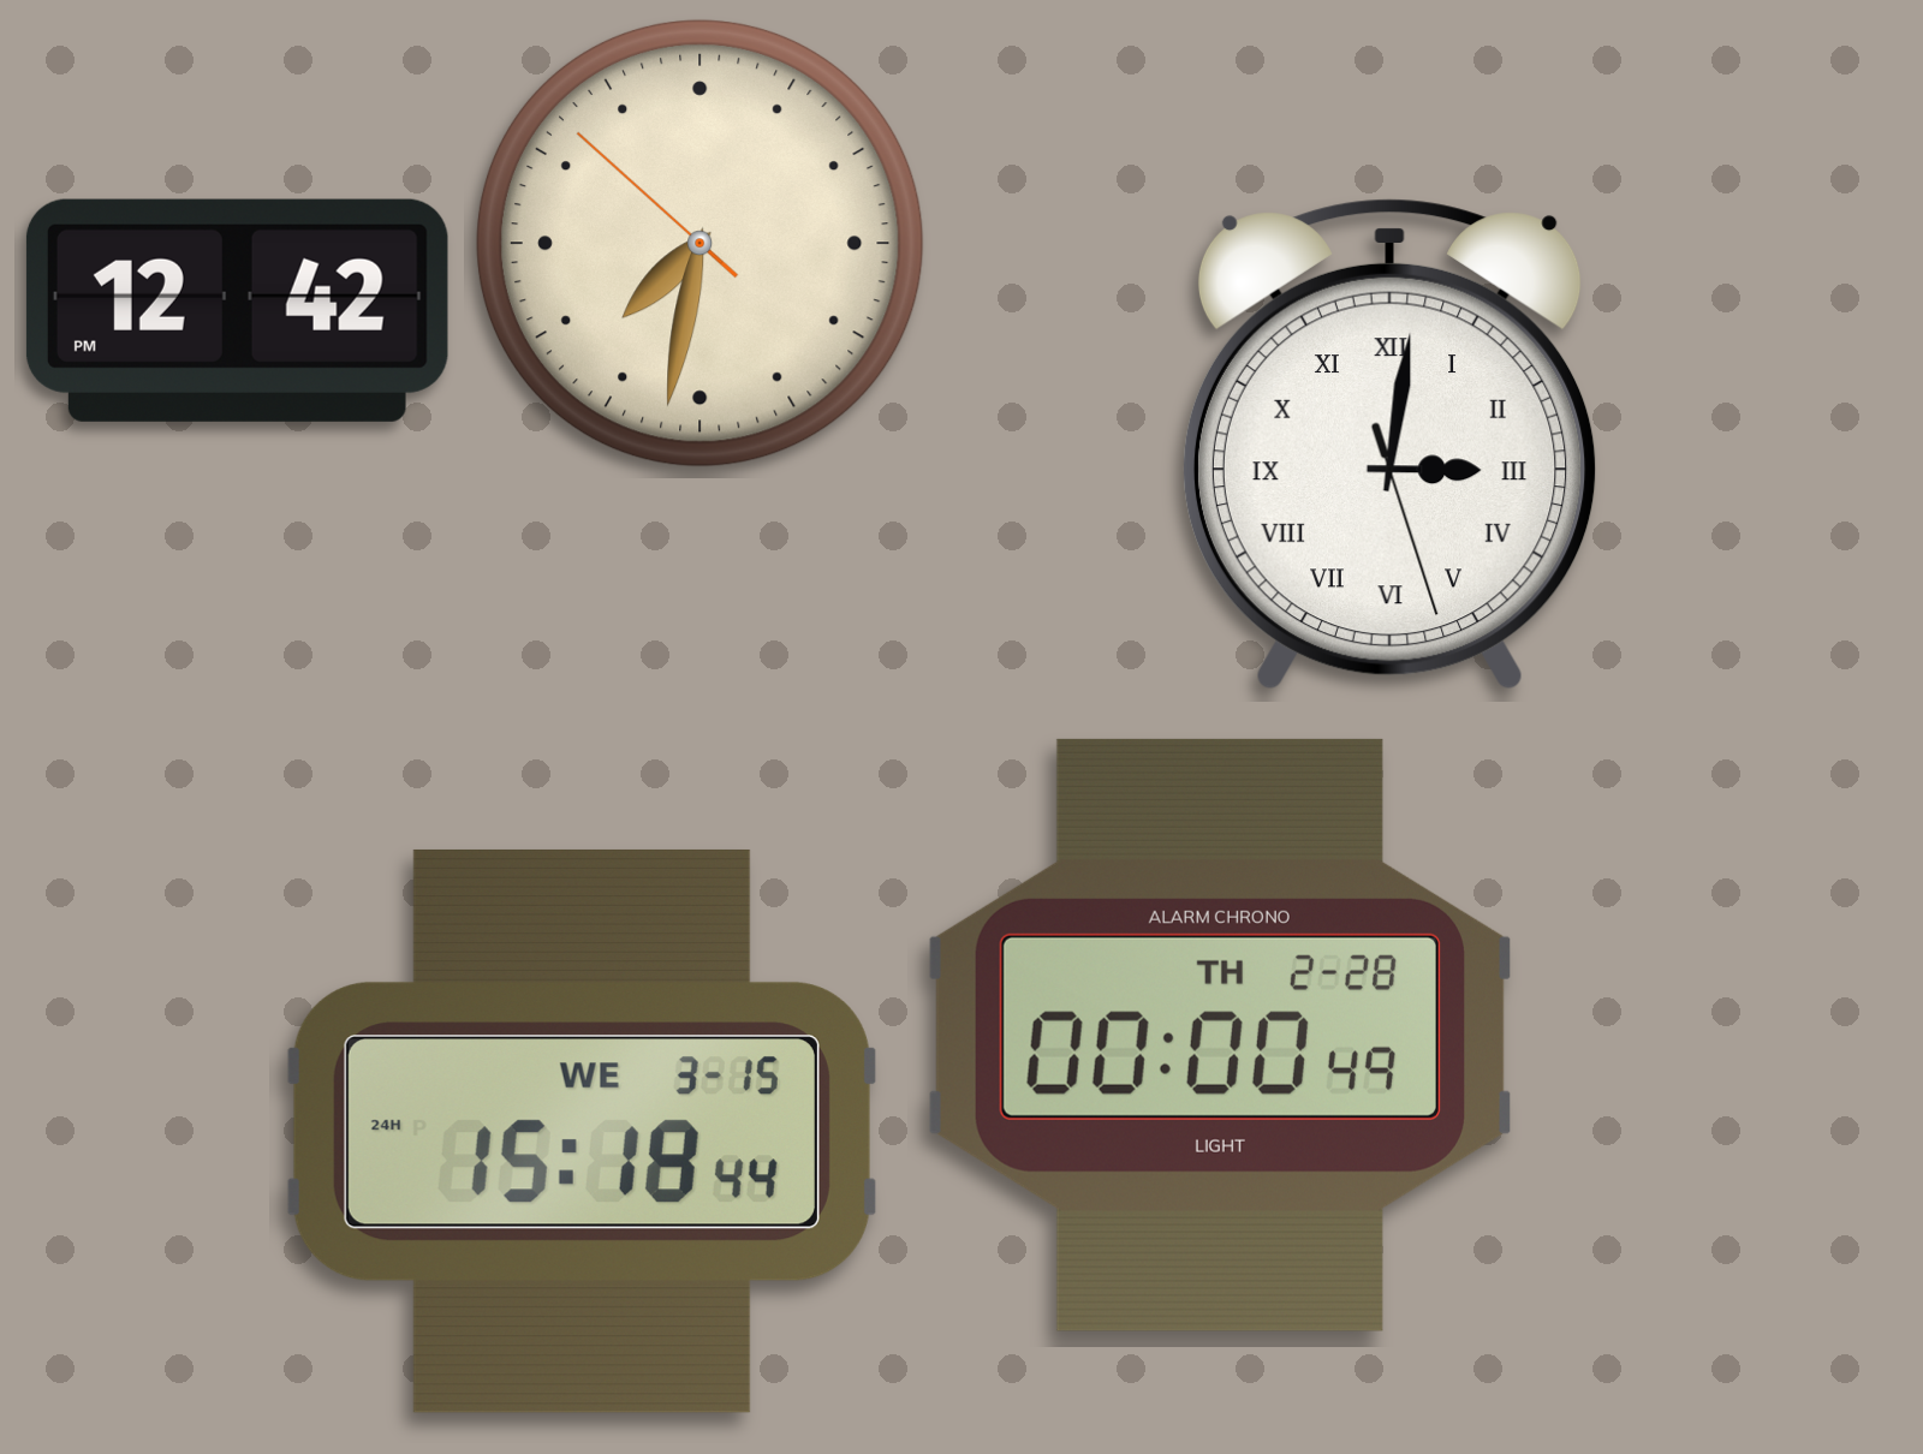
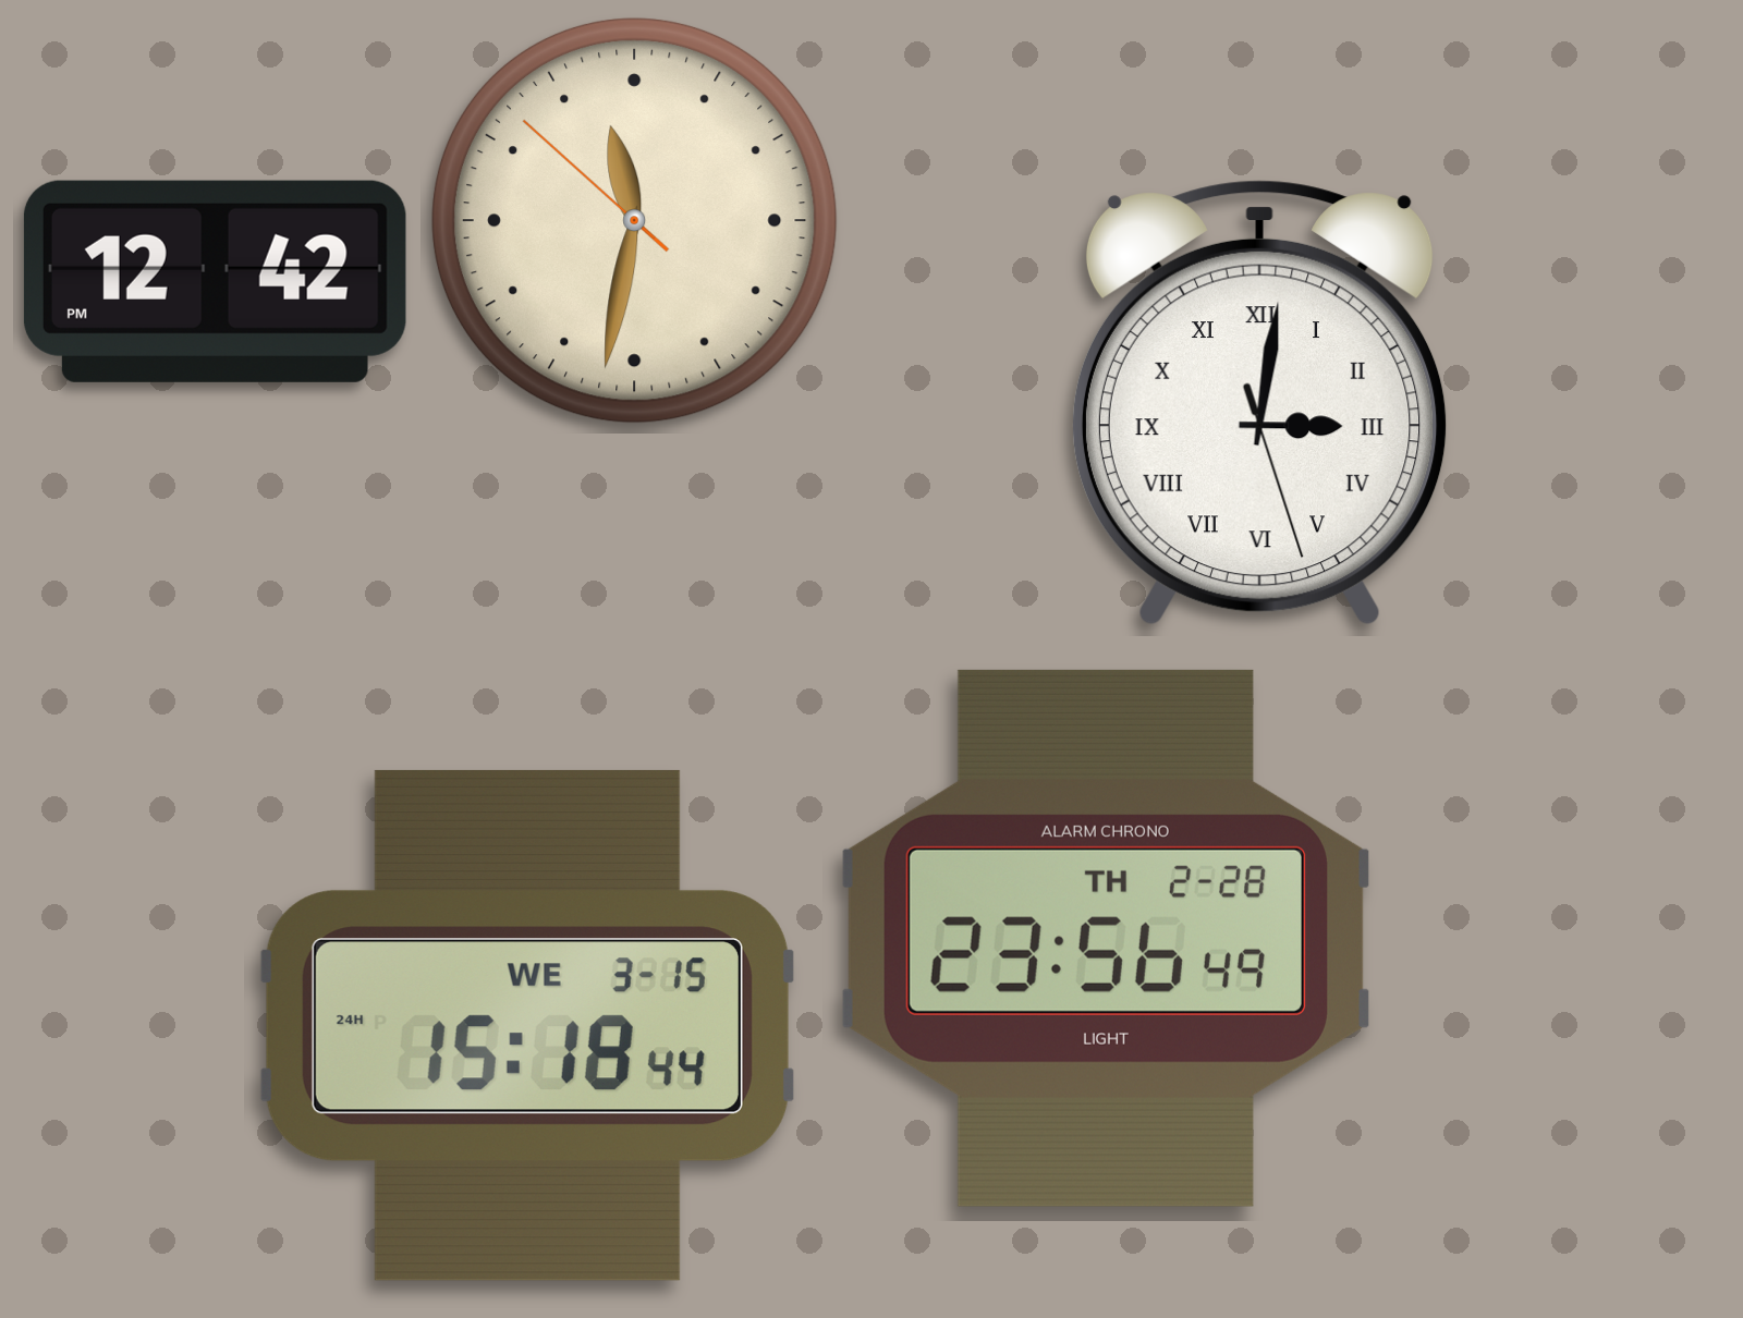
clock at (699, 243): 7:31 -> 11:31
clock at (1220, 1035): 00:00 -> 23:56
